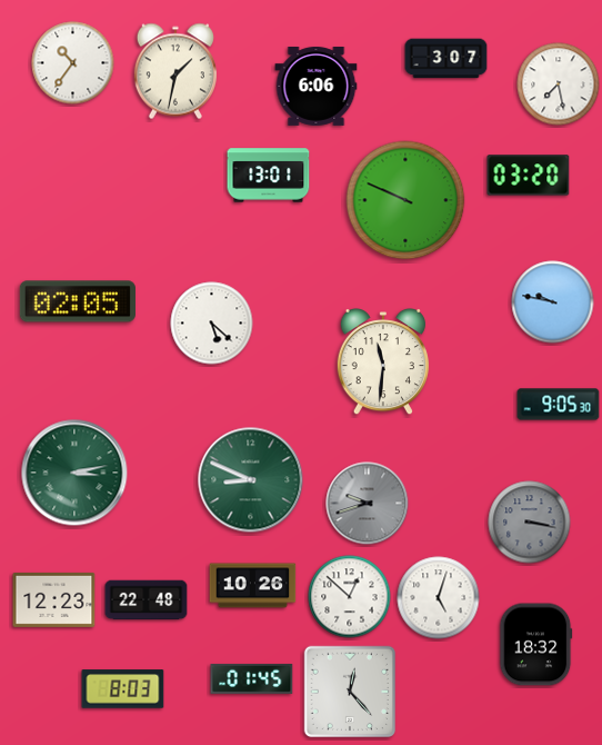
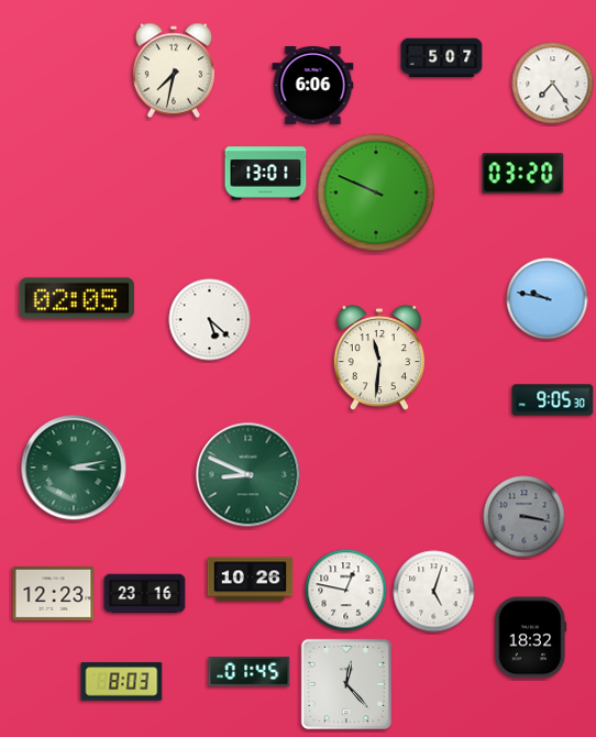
clock at (447, 59): 3:07 -> 5:07
clock at (73, 63): 10:36 -> none
clock at (175, 71): 1:32 -> 7:32
clock at (559, 85): 7:28 -> 7:24
clock at (405, 200) position: (405, 200) -> (376, 193)
clock at (368, 504): 9:42 -> none
clock at (350, 597): 12:52 -> 12:47
clock at (147, 600): 22:48 -> 23:16
